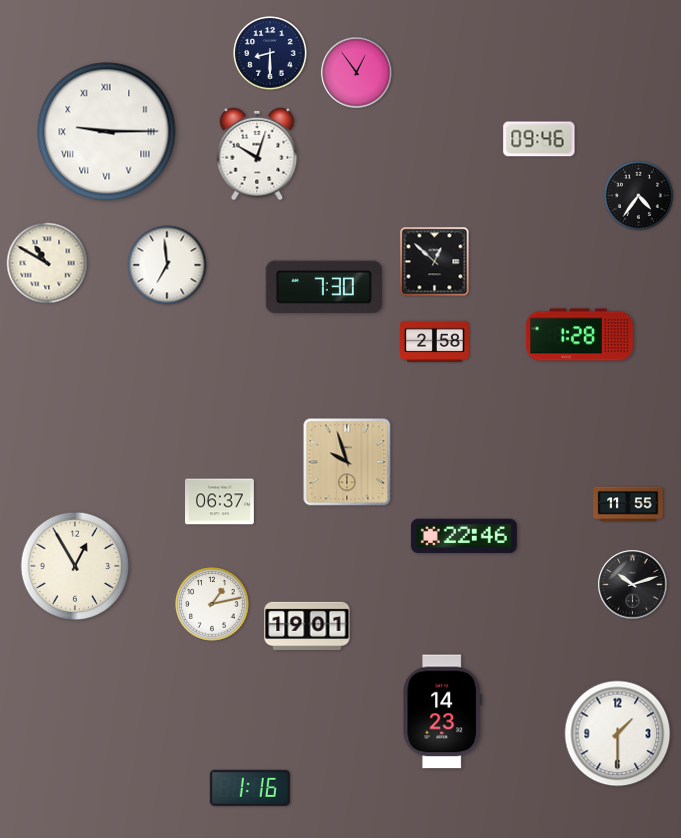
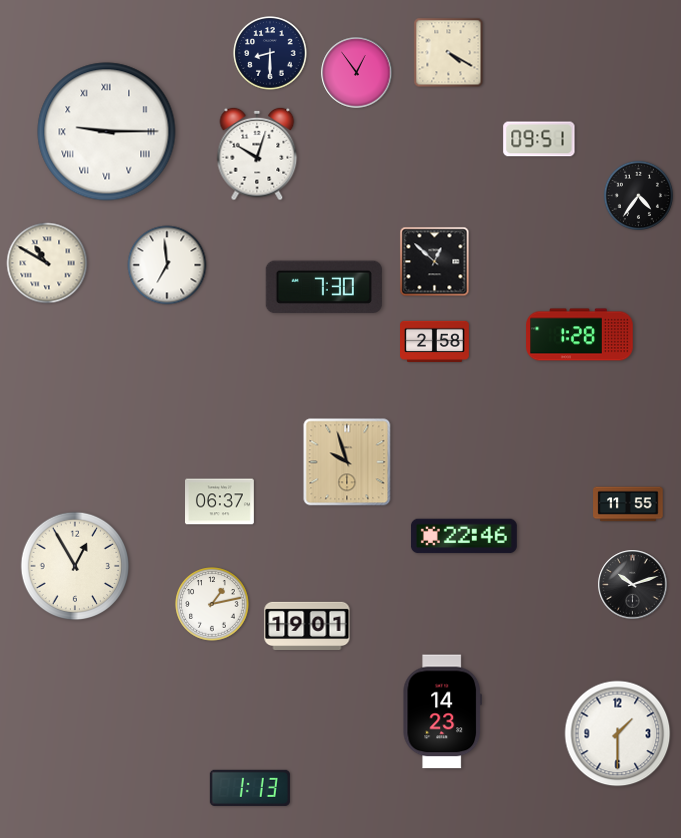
clock at (449, 53): none -> 4:20
clock at (539, 139): 09:46 -> 09:51
clock at (250, 788): 1:16 -> 1:13
